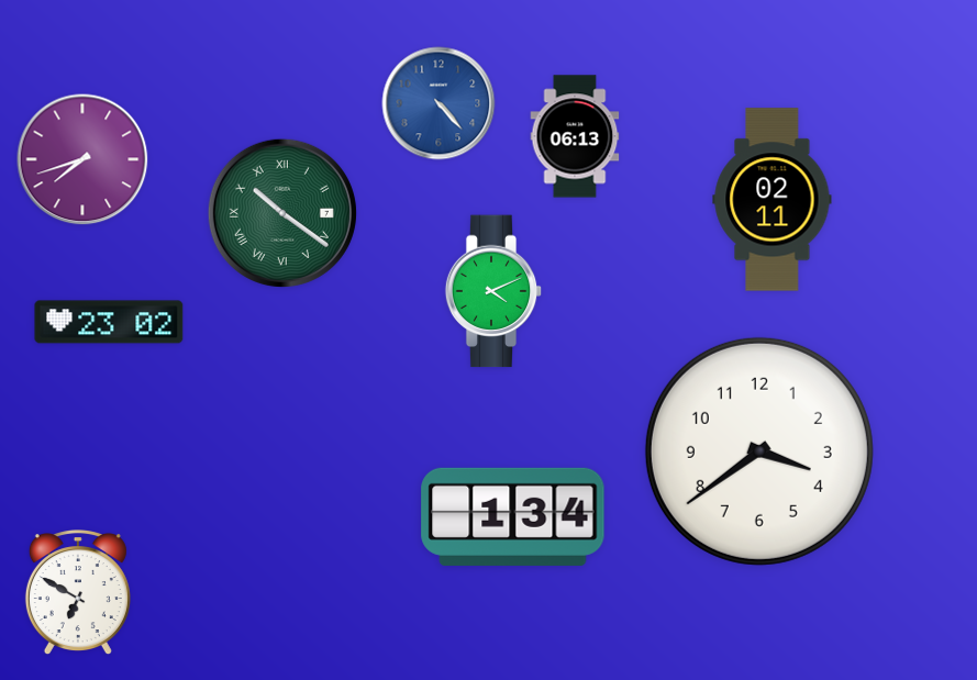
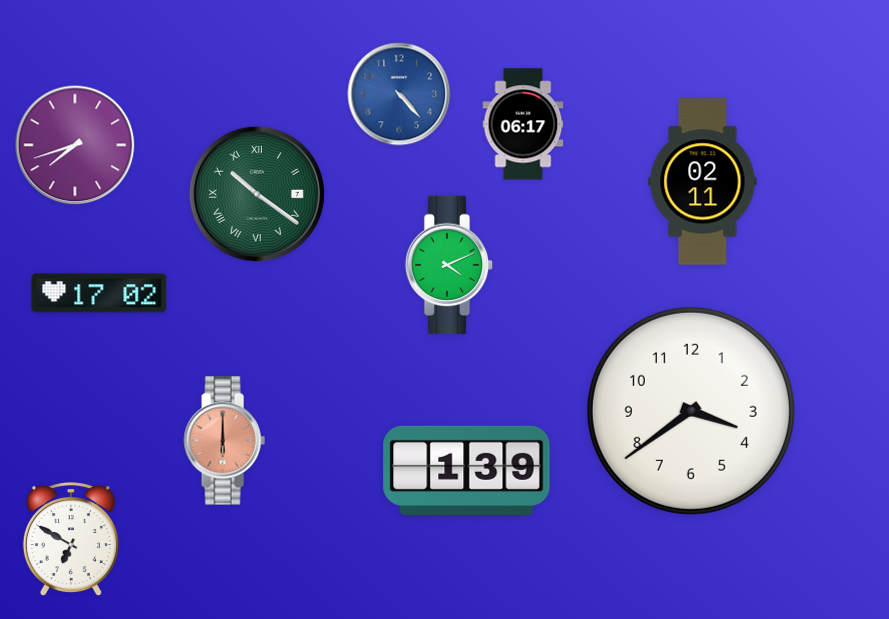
clock at (575, 136): 06:13 -> 06:17
clock at (109, 322): 23:02 -> 17:02
clock at (224, 441): none -> 6:00
clock at (513, 516): 1:34 -> 1:39
